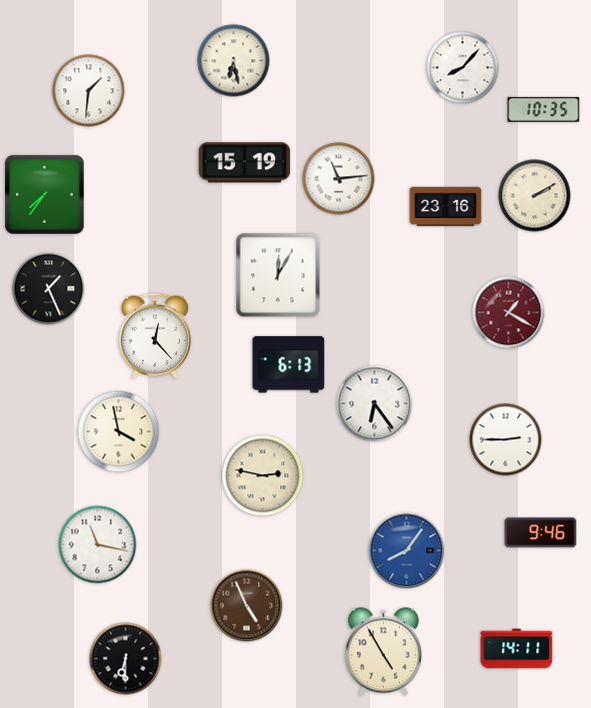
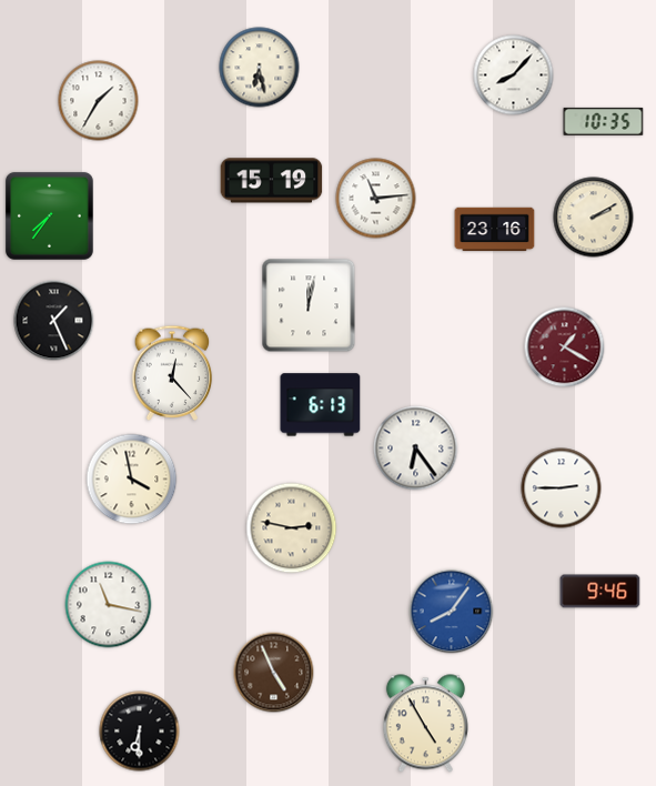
clock at (89, 91): 1:31 -> 1:35
clock at (278, 275): 12:05 -> 12:02
clock at (517, 649): 14:11 -> none
